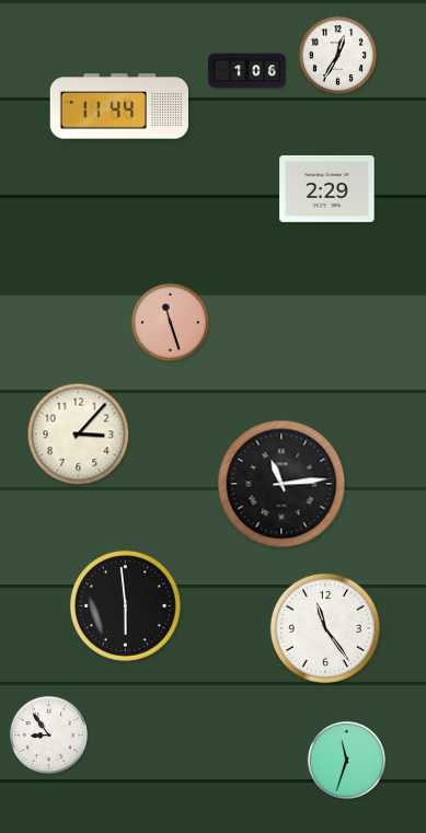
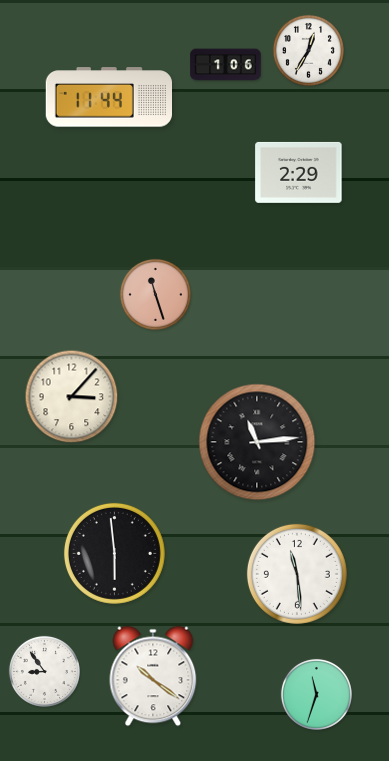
clock at (325, 628): 11:24 -> 11:29
clock at (153, 676): none -> 10:21
